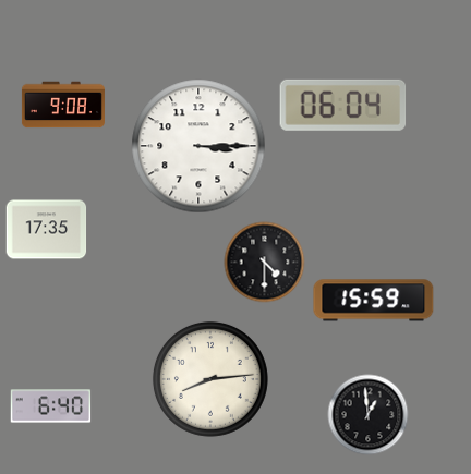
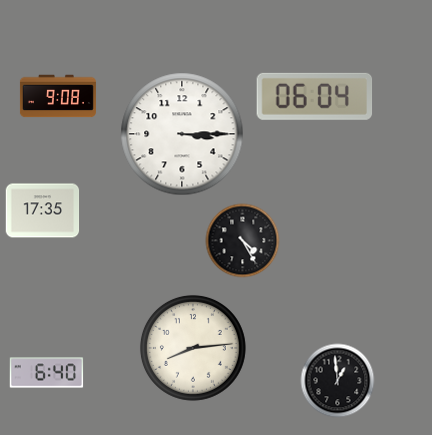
clock at (265, 263): 4:30 -> 4:25
clock at (374, 301): 15:59 -> none
